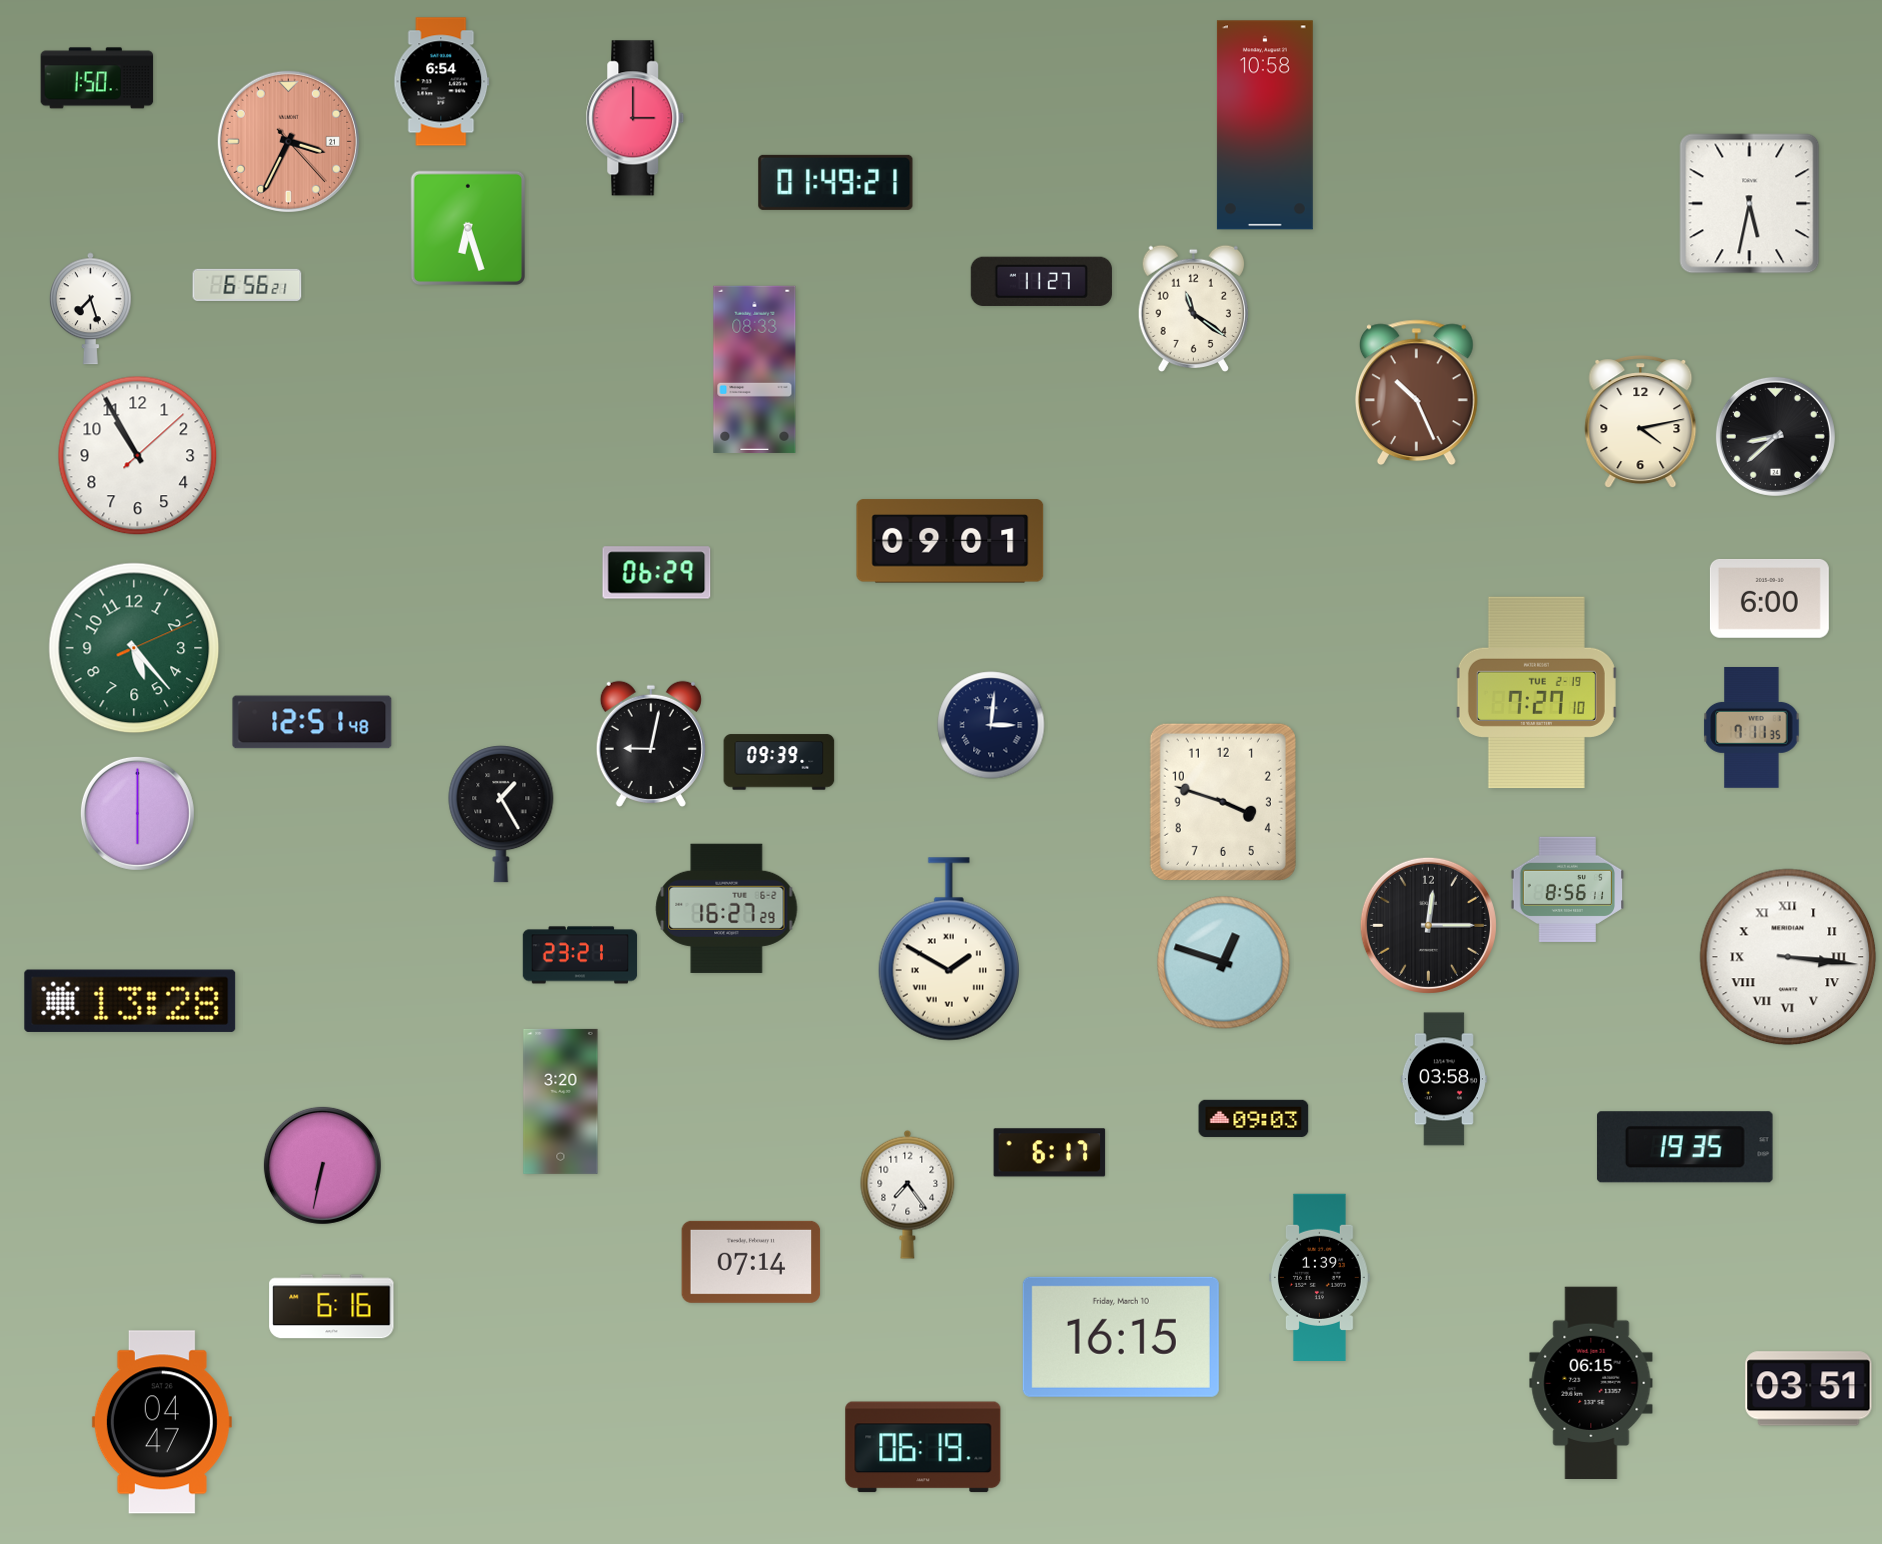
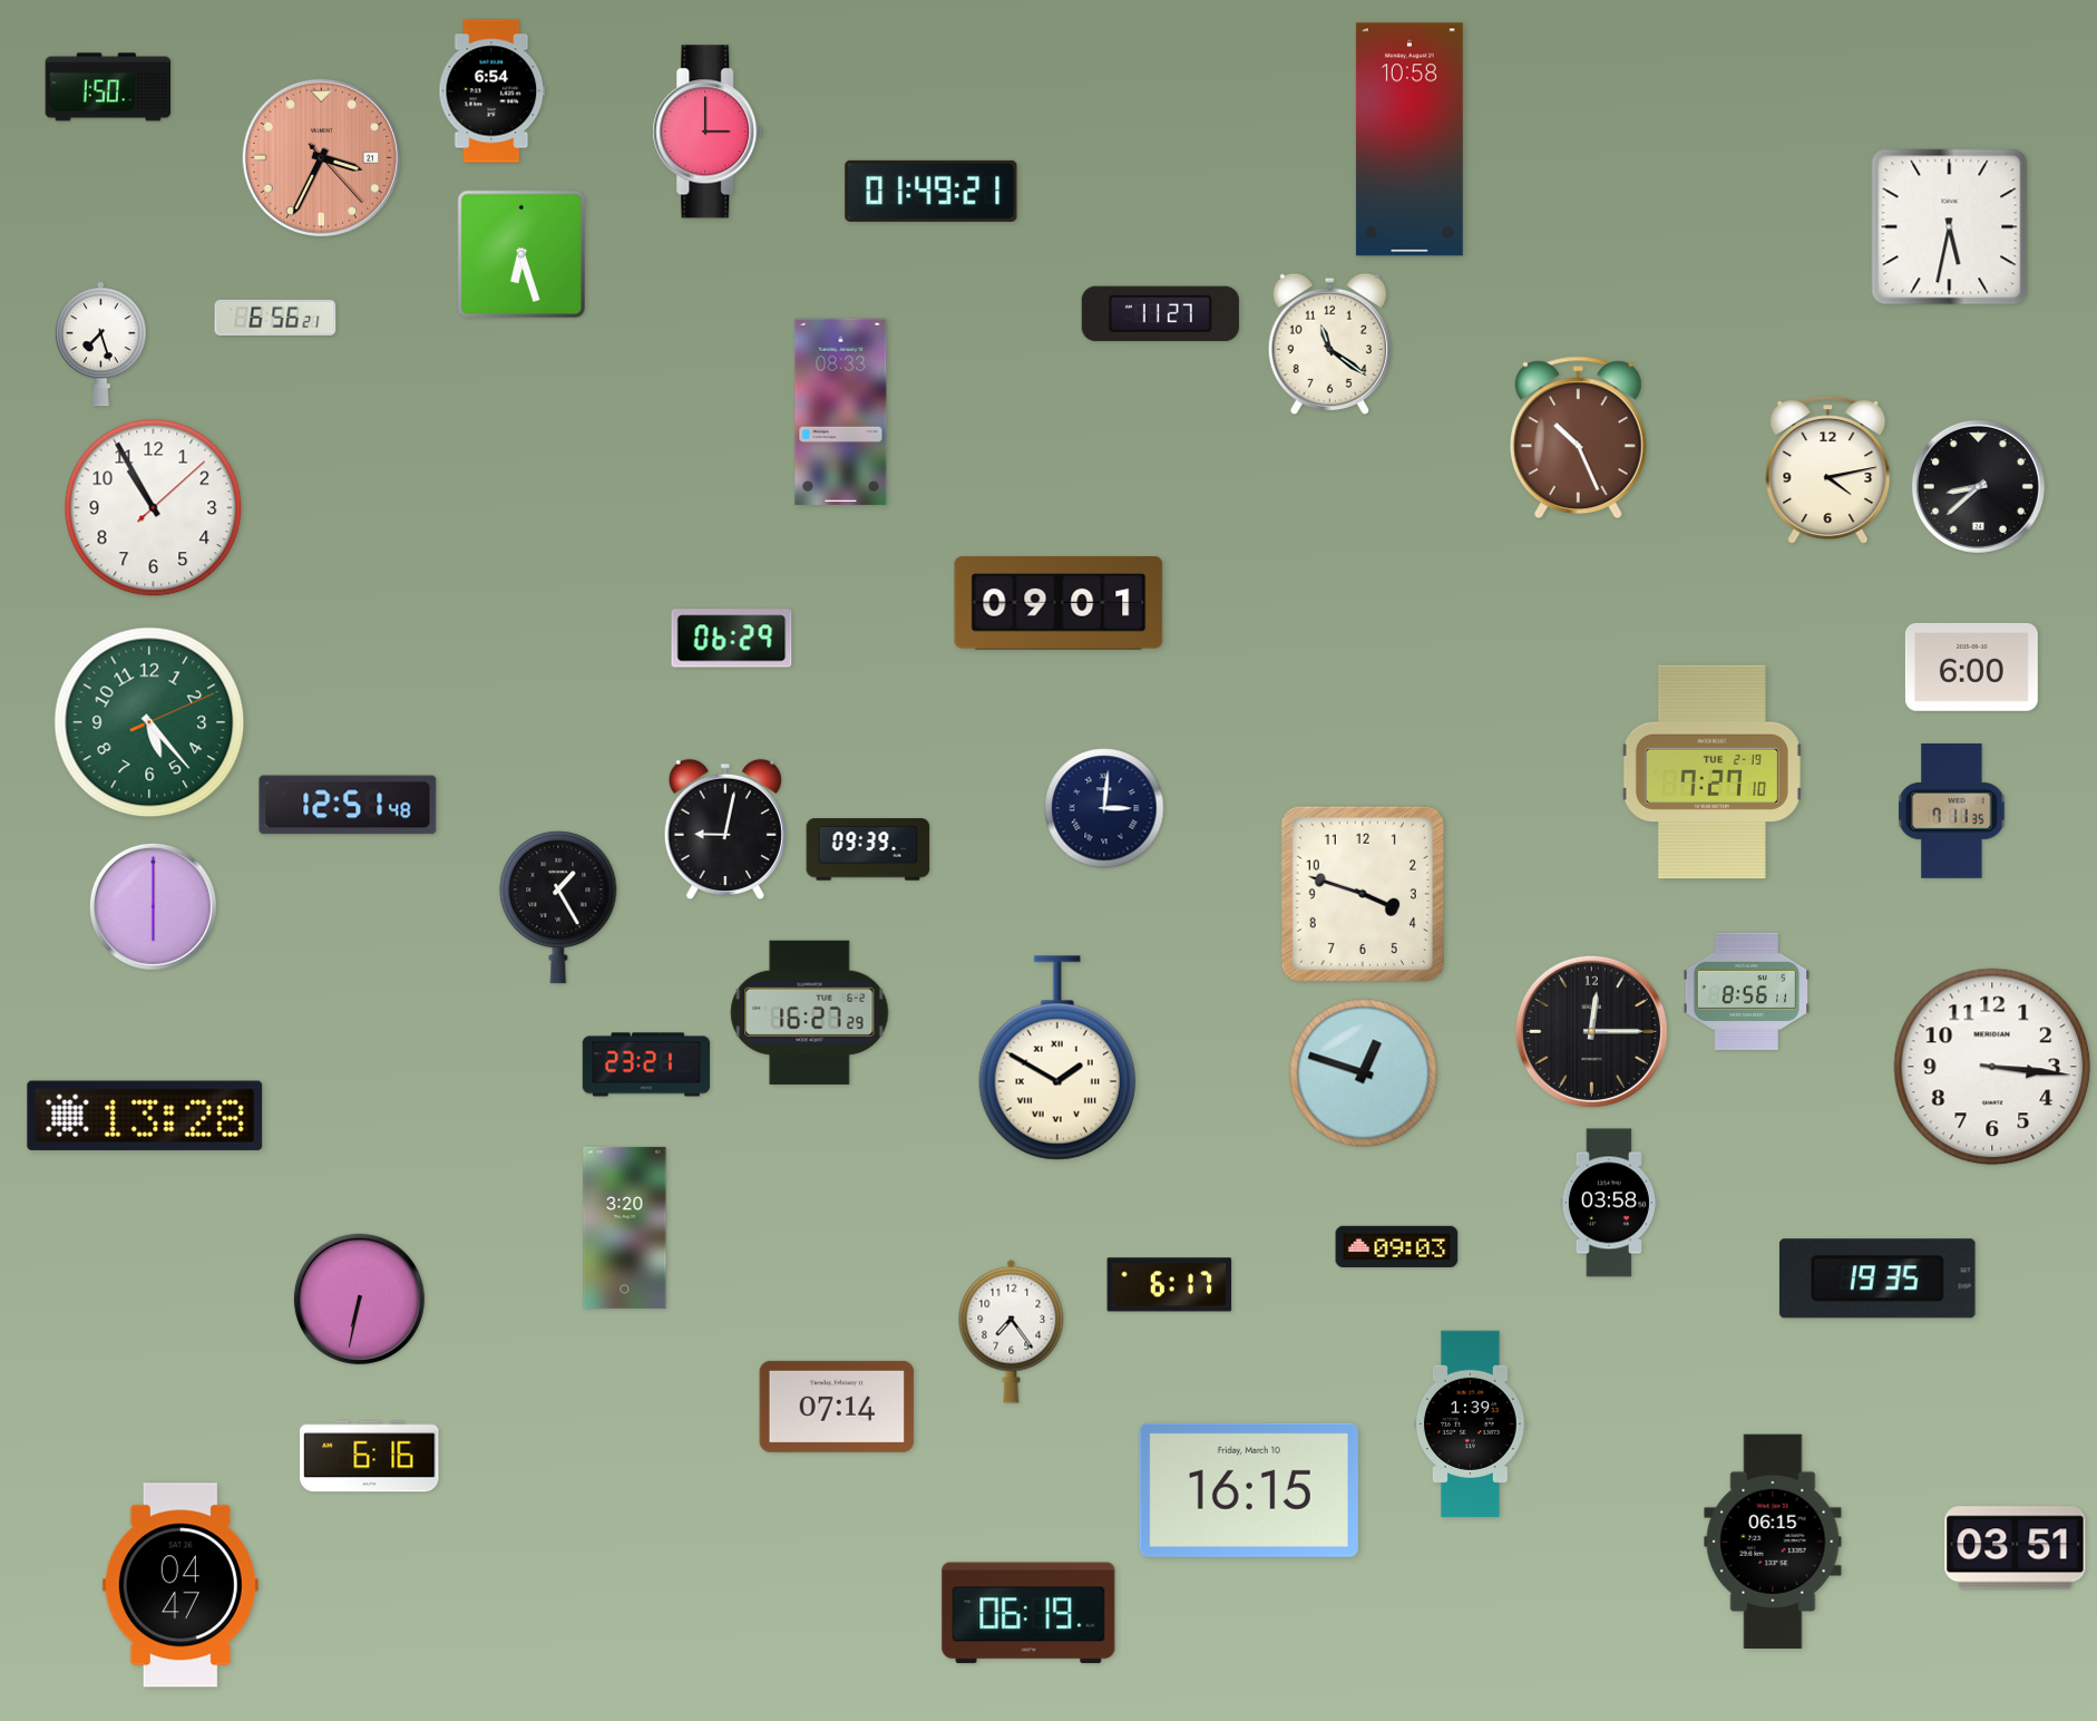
clock at (836, 182) position: (836, 182) -> (932, 191)
clock at (1788, 957) numerals: Roman -> Arabic
